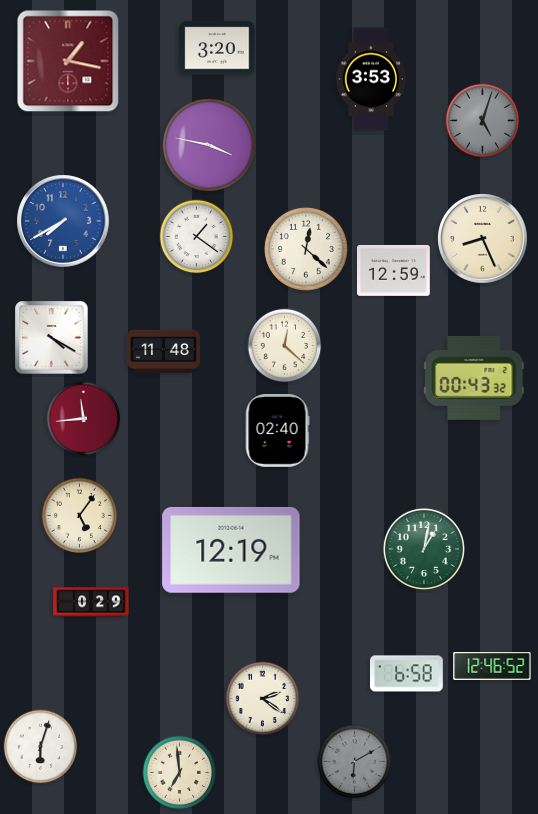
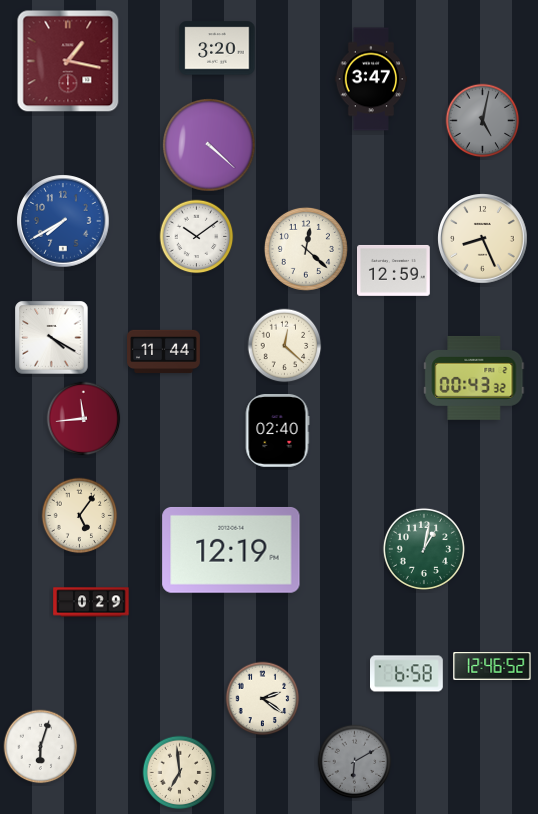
clock at (370, 79): 3:53 -> 3:47
clock at (483, 121): 5:03 -> 5:02
clock at (209, 145): 3:47 -> 4:22
clock at (197, 237): 1:21 -> 10:09
clock at (164, 352): 11:48 -> 11:44
